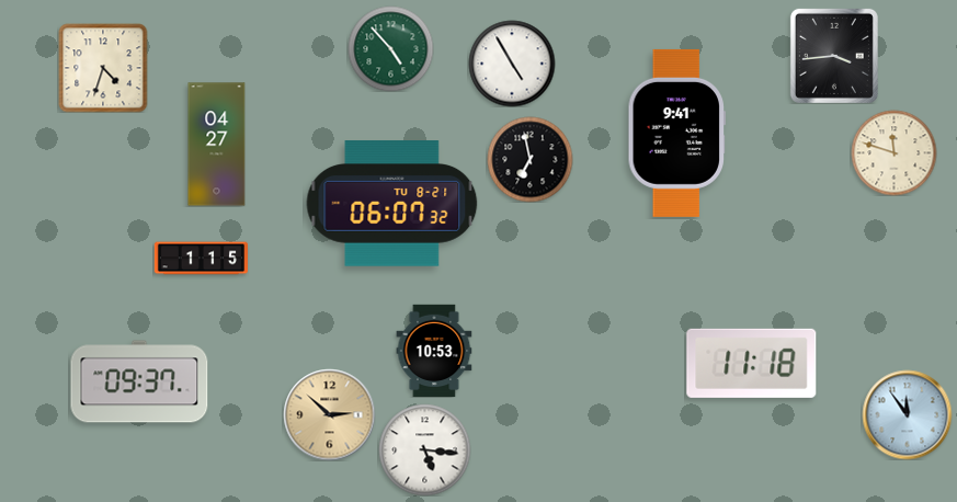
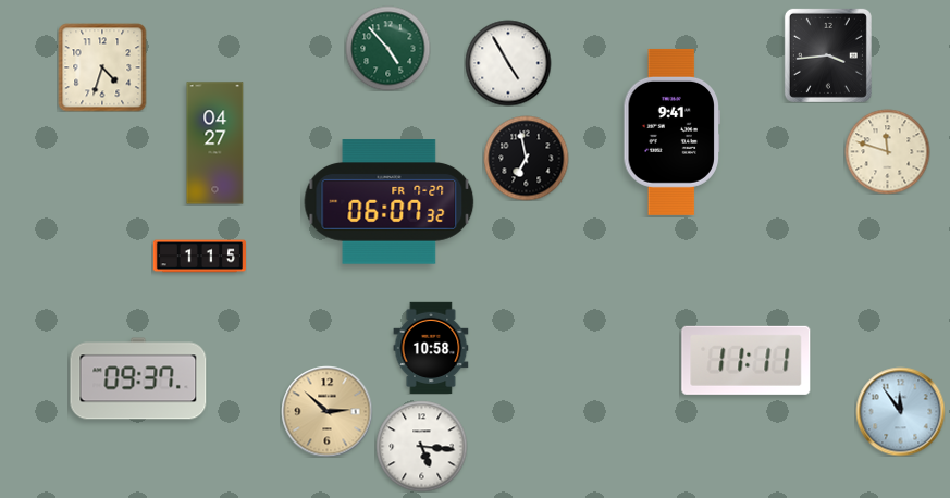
clock at (392, 204) date: TU 8-21 -> FR 7-27
clock at (434, 350): 10:53 -> 10:58
clock at (752, 363): 11:18 -> 11:11
